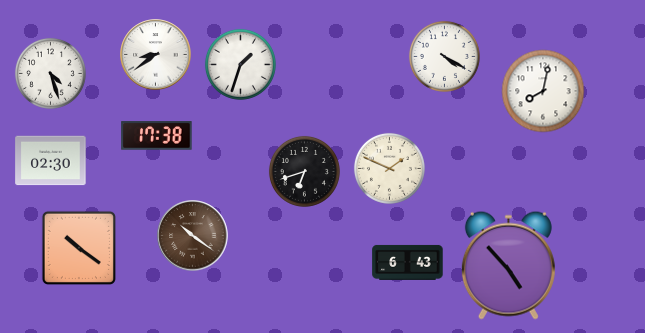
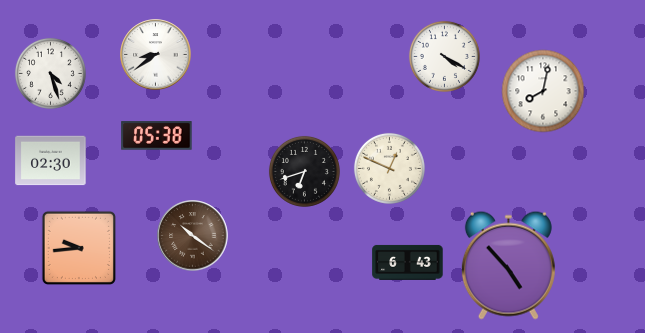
clock at (240, 64): 1:33 -> none
clock at (157, 136): 17:38 -> 05:38
clock at (389, 168): 1:49 -> 12:49
clock at (79, 248): 10:21 -> 9:44
